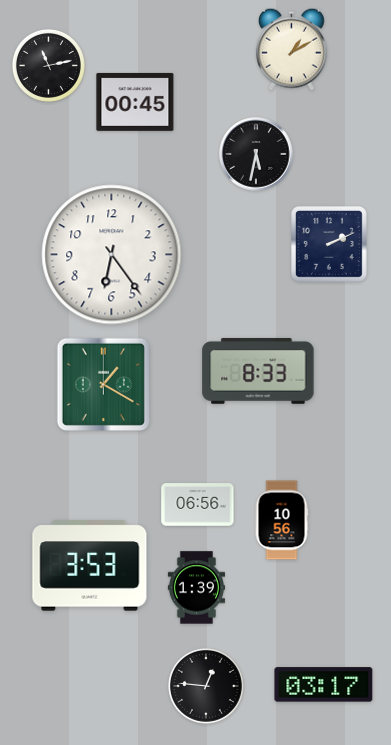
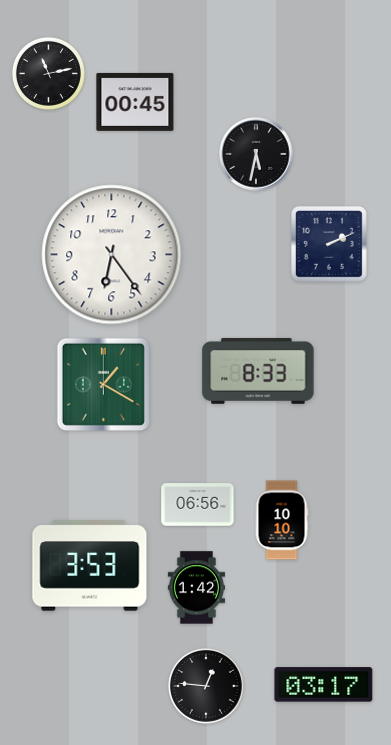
clock at (291, 49): 1:10 -> none
clock at (48, 65) position: (48, 65) -> (48, 73)
clock at (282, 520): 10:56 -> 10:10
clock at (196, 588): 1:39 -> 1:42
